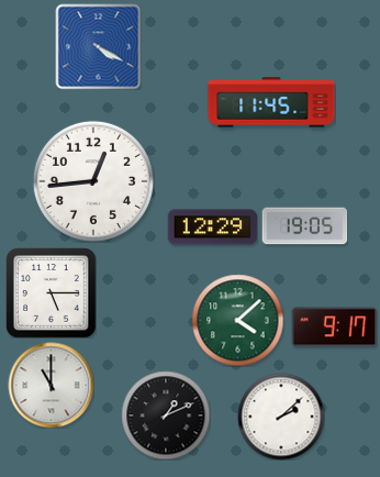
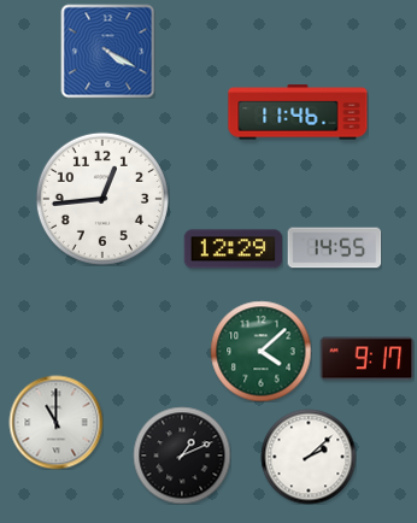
clock at (271, 102): 11:45 -> 11:46
clock at (304, 226): 19:05 -> 14:55
clock at (51, 292): 5:15 -> none
